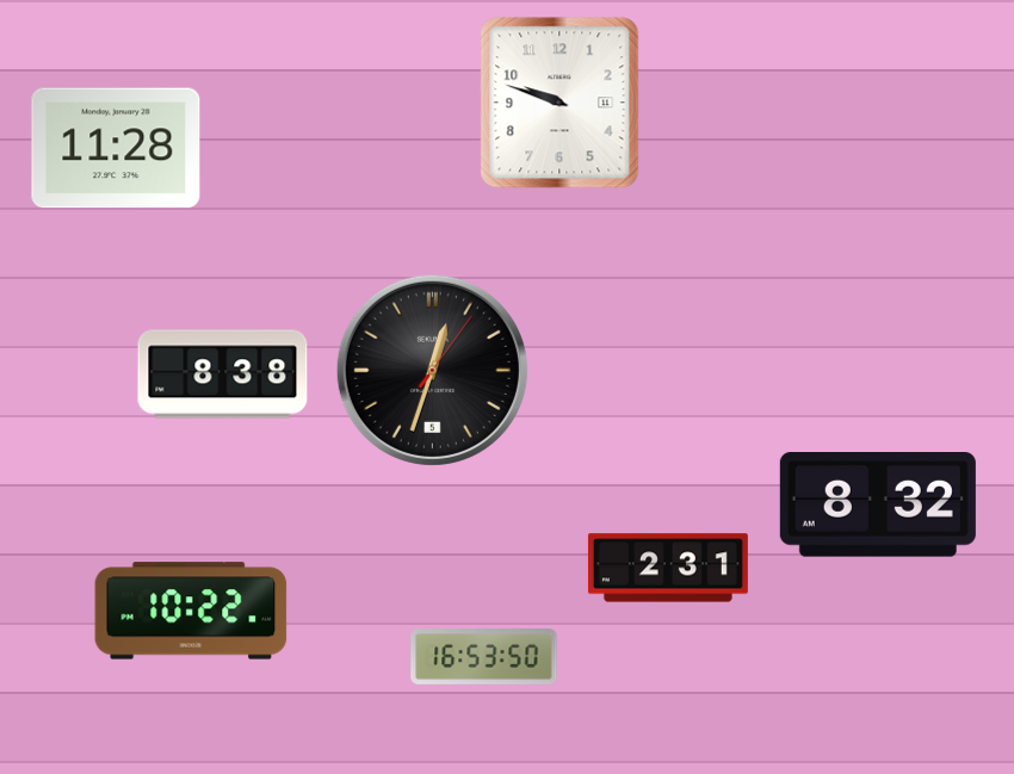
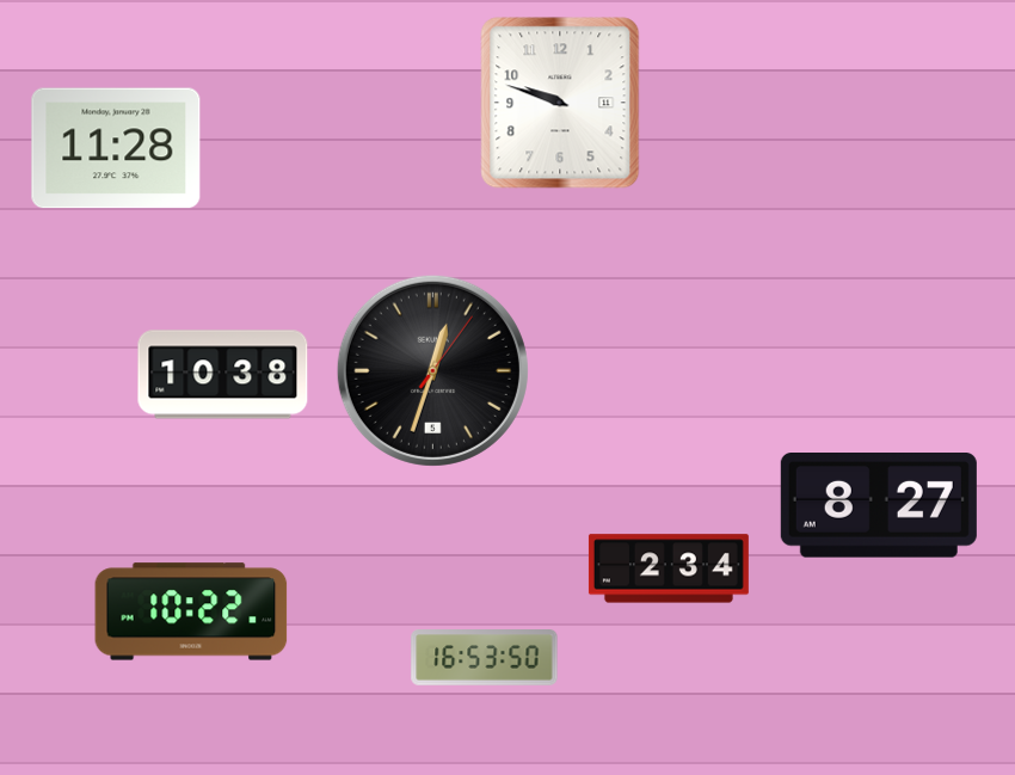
clock at (223, 374): 8:38 -> 10:38
clock at (878, 504): 8:32 -> 8:27
clock at (668, 568): 2:31 -> 2:34
